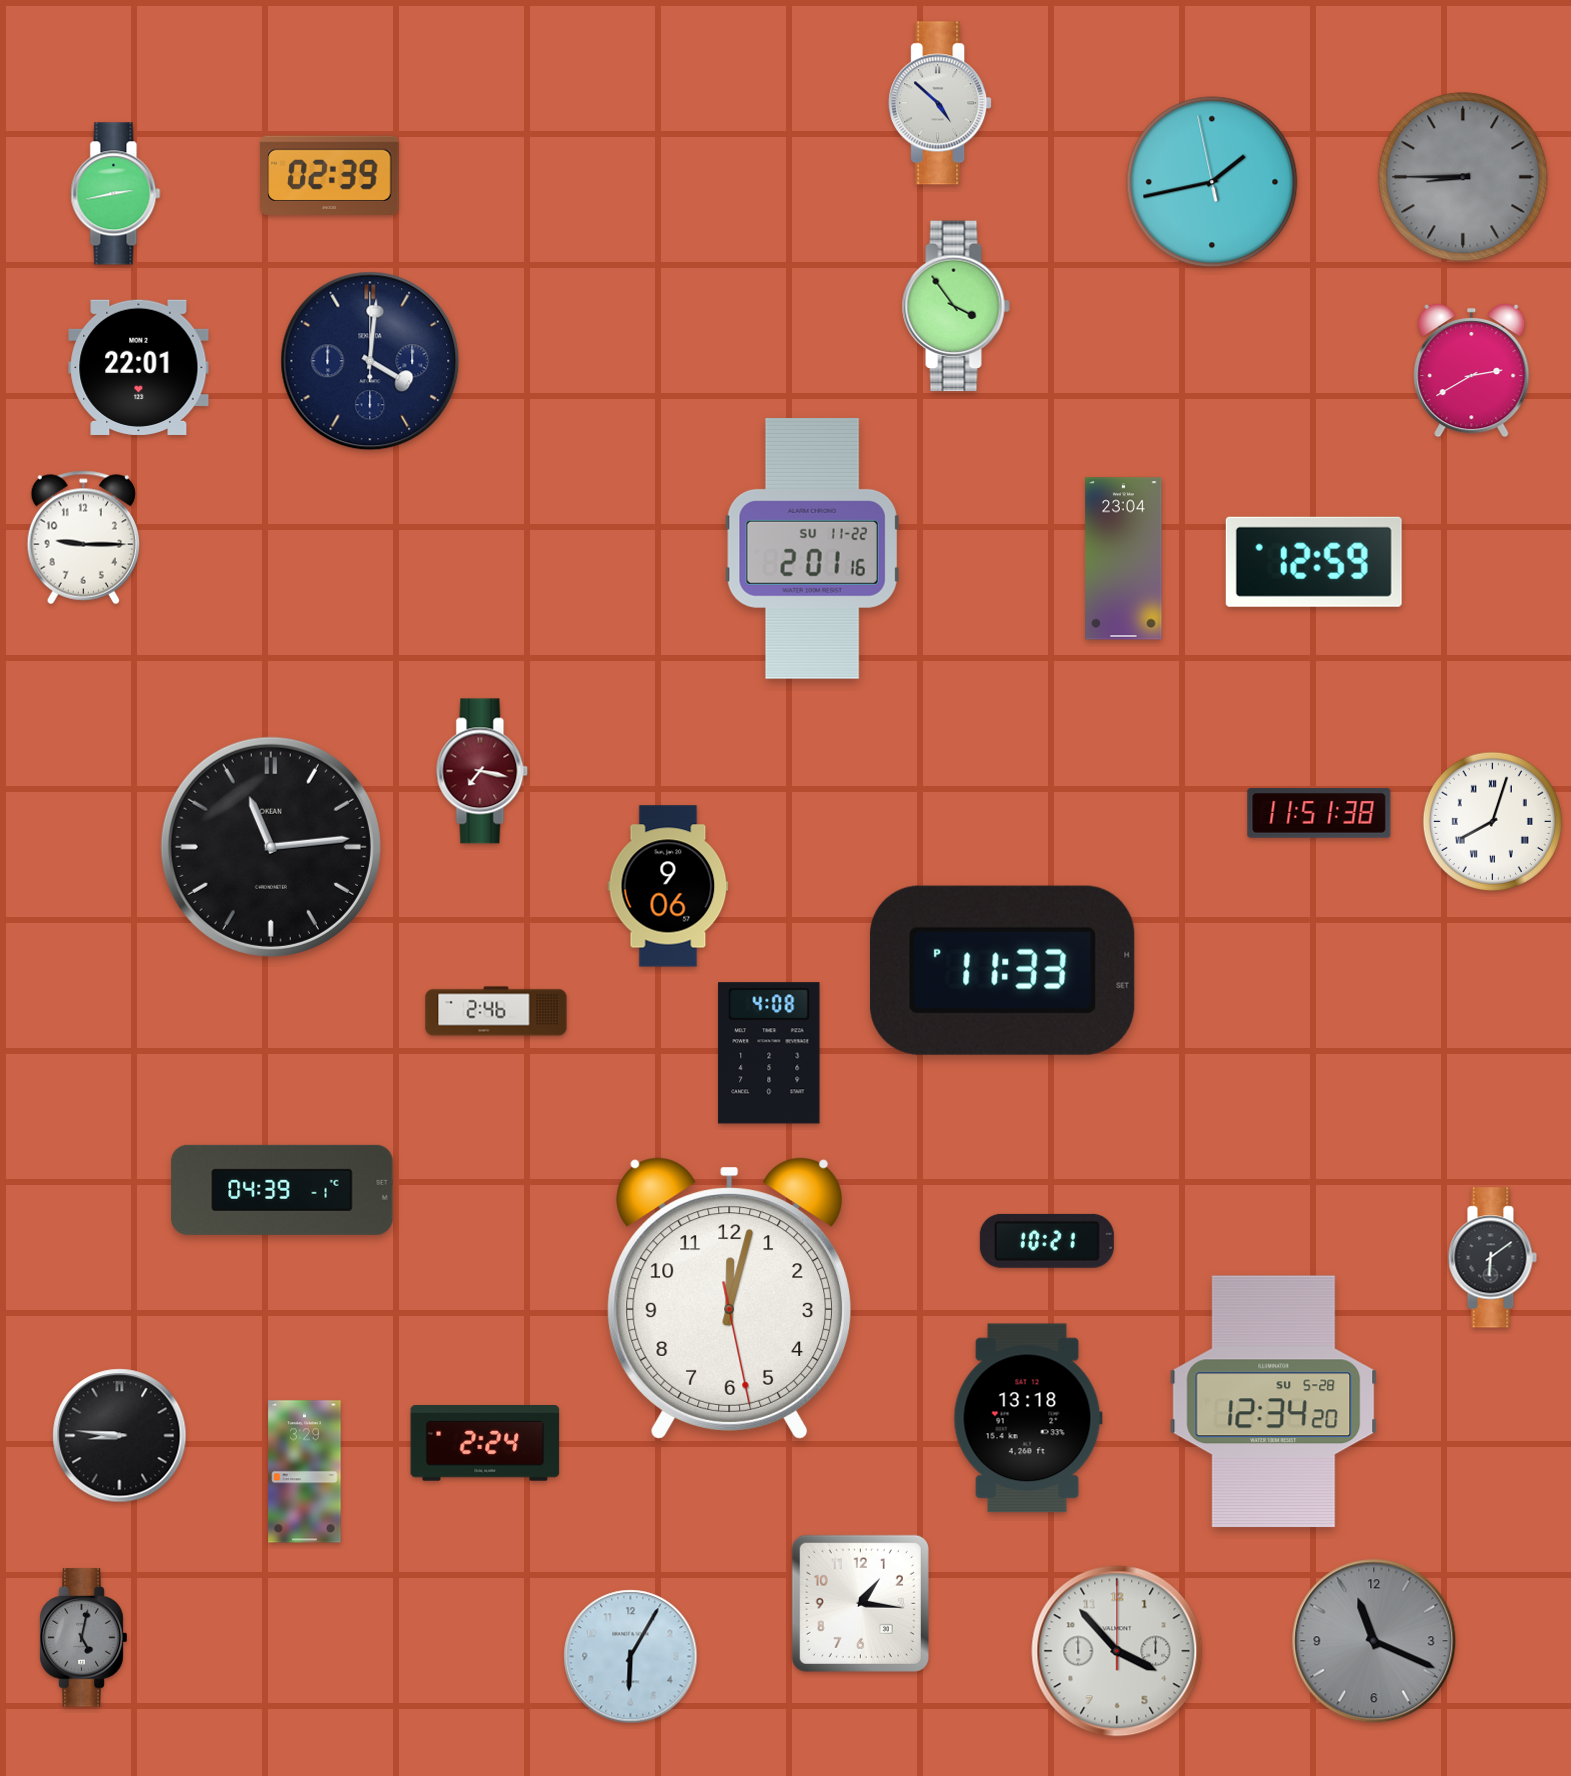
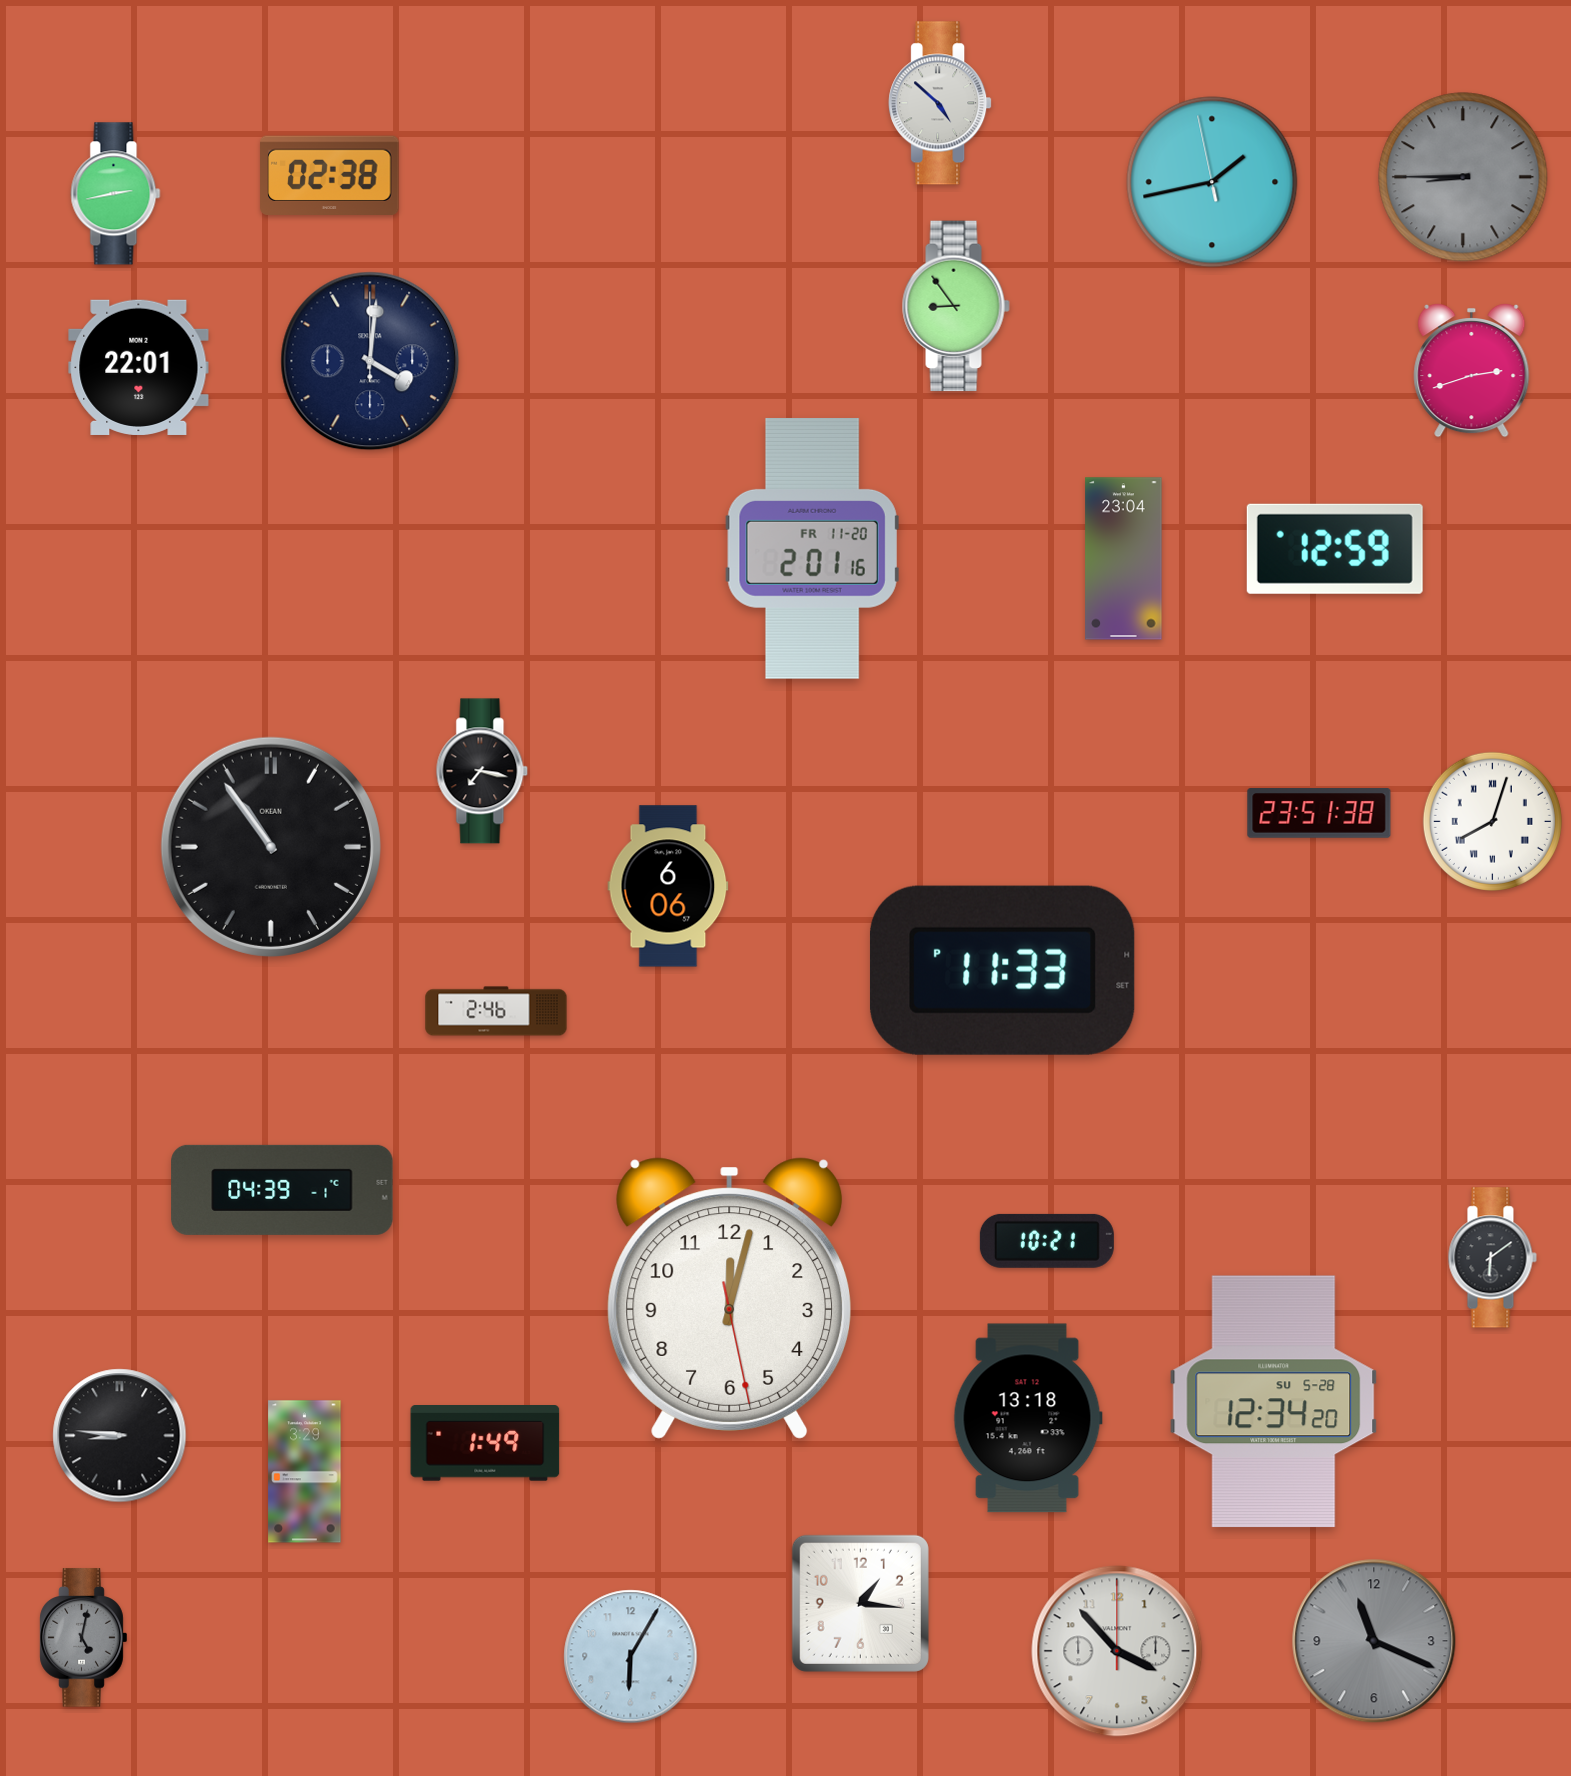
clock at (330, 176): 02:39 -> 02:38
clock at (956, 306): 3:54 -> 8:54
clock at (1472, 370): 2:40 -> 2:42
clock at (83, 538): 9:15 -> none
clock at (812, 548) date: SU 11-22 -> FR 11-20
clock at (1314, 562) position: (1314, 562) -> (1335, 549)
clock at (482, 771) dial: burgundy -> black
clock at (1319, 813): 11:51 -> 23:51
clock at (271, 847): 11:14 -> 10:54
clock at (668, 886): 9:06 -> 6:06
clock at (769, 1053): 4:08 -> none
clock at (485, 1444): 2:24 -> 1:49
